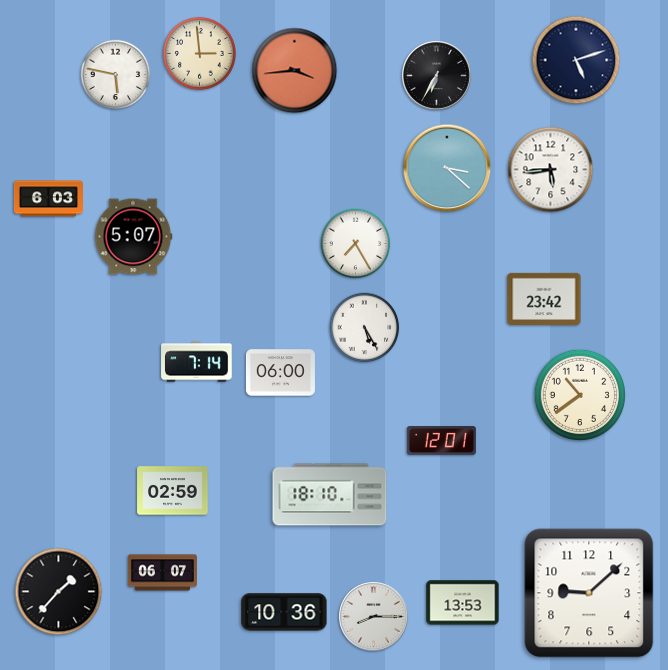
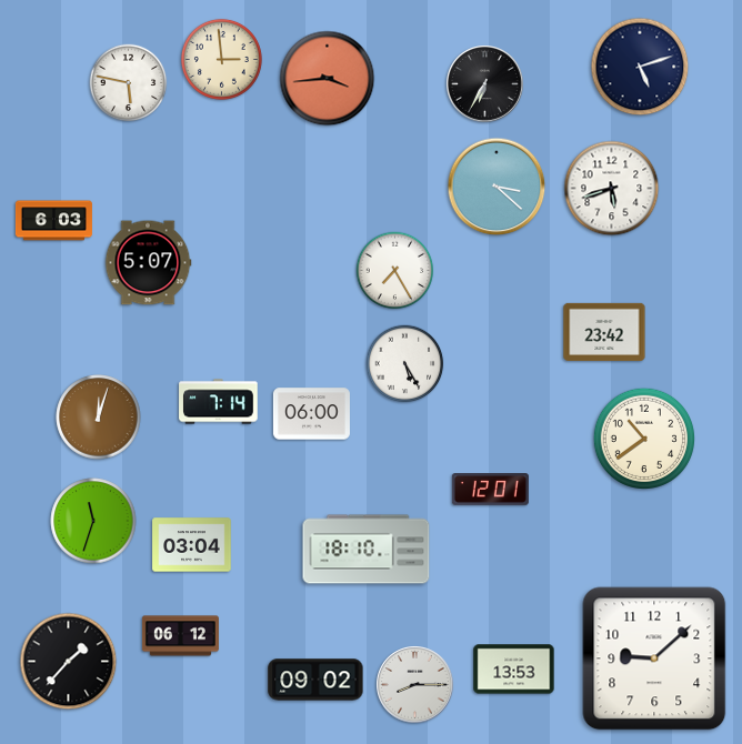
clock at (551, 170): 5:44 -> 5:42
clock at (99, 418): none -> 12:03
clock at (93, 521): none -> 11:33
clock at (173, 491): 02:59 -> 03:04
clock at (162, 573): 06:07 -> 06:12
clock at (59, 592) position: (59, 592) -> (69, 662)
clock at (284, 612): 10:36 -> 09:02
